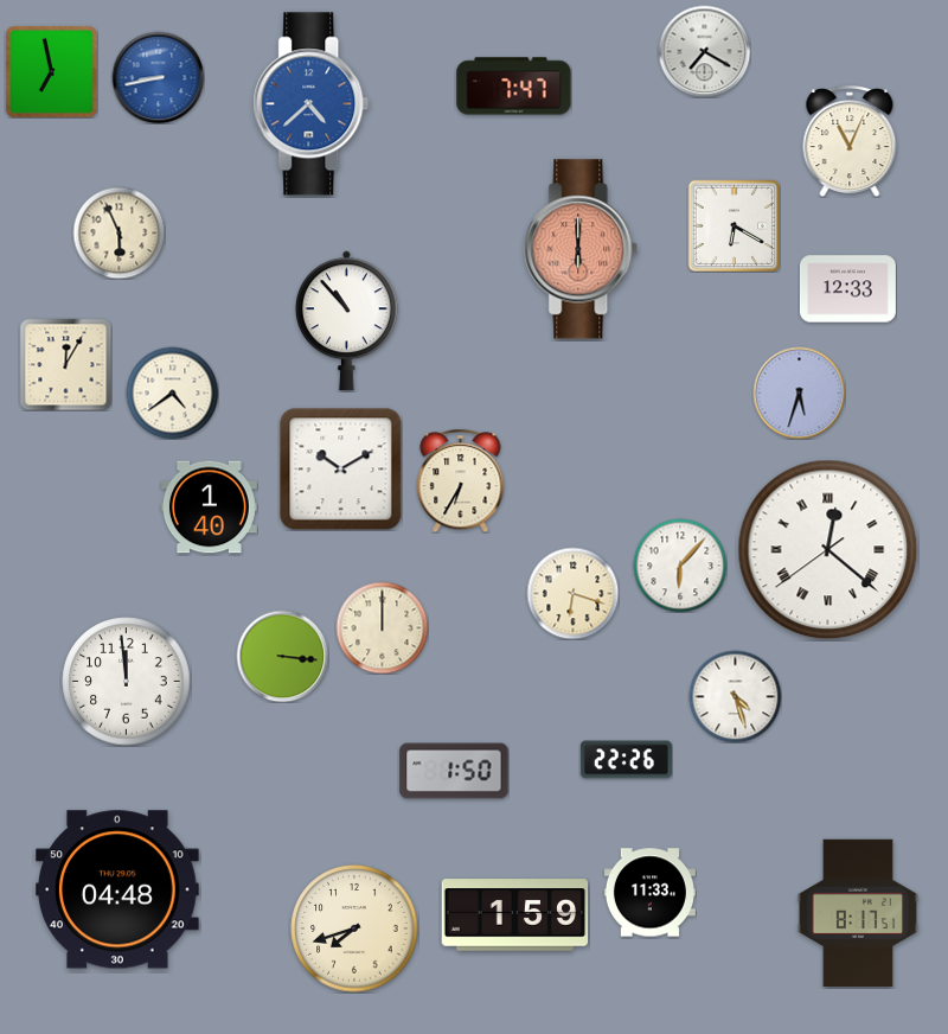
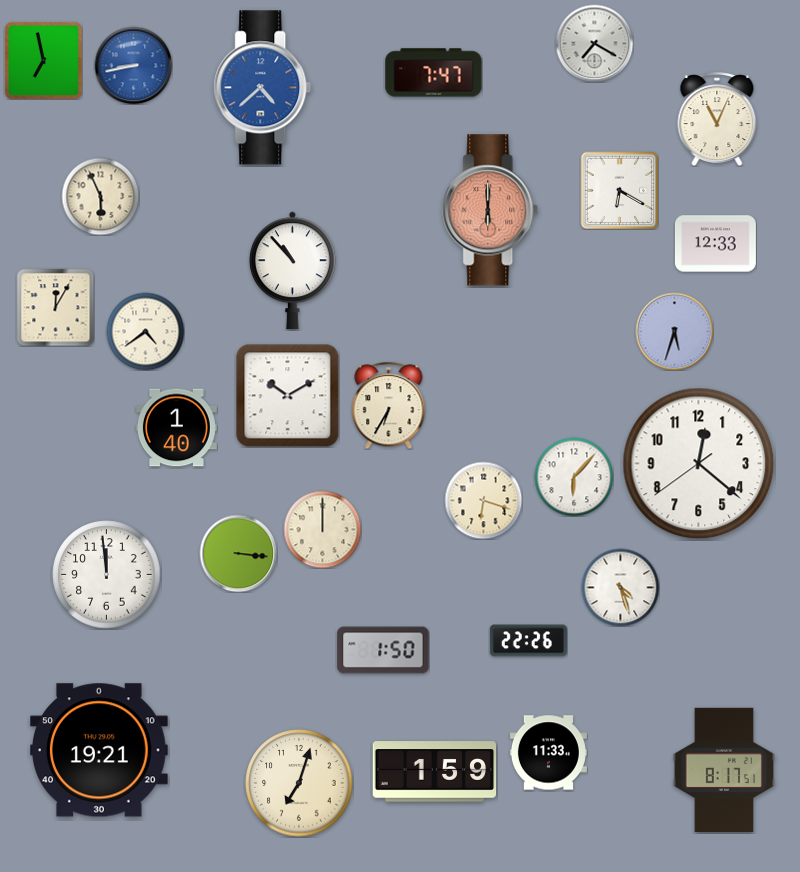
clock at (828, 550) numerals: Roman -> Arabic
clock at (118, 889): 04:48 -> 19:21
clock at (354, 928): 7:42 -> 7:03
